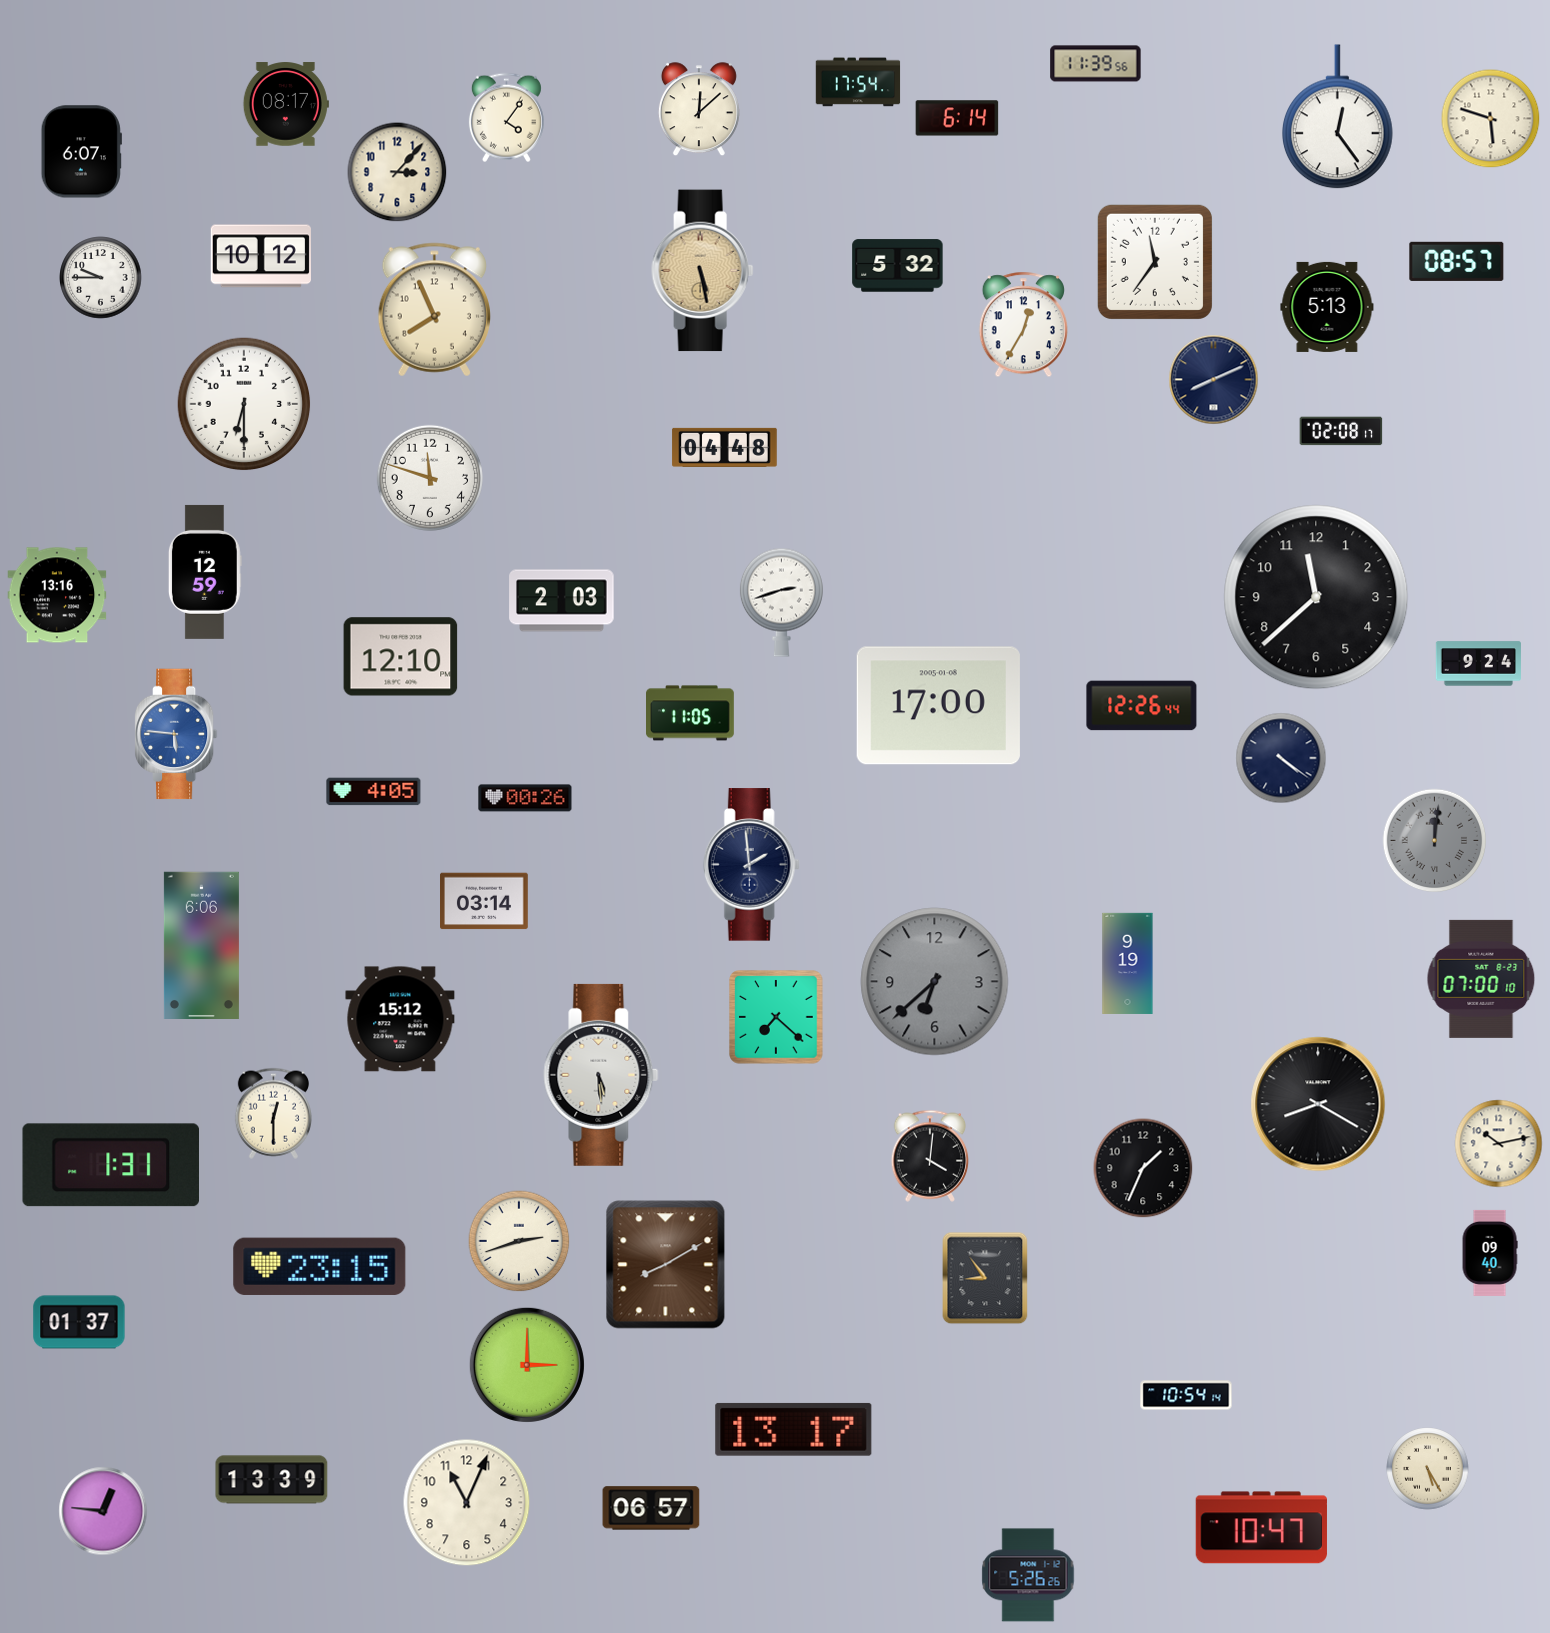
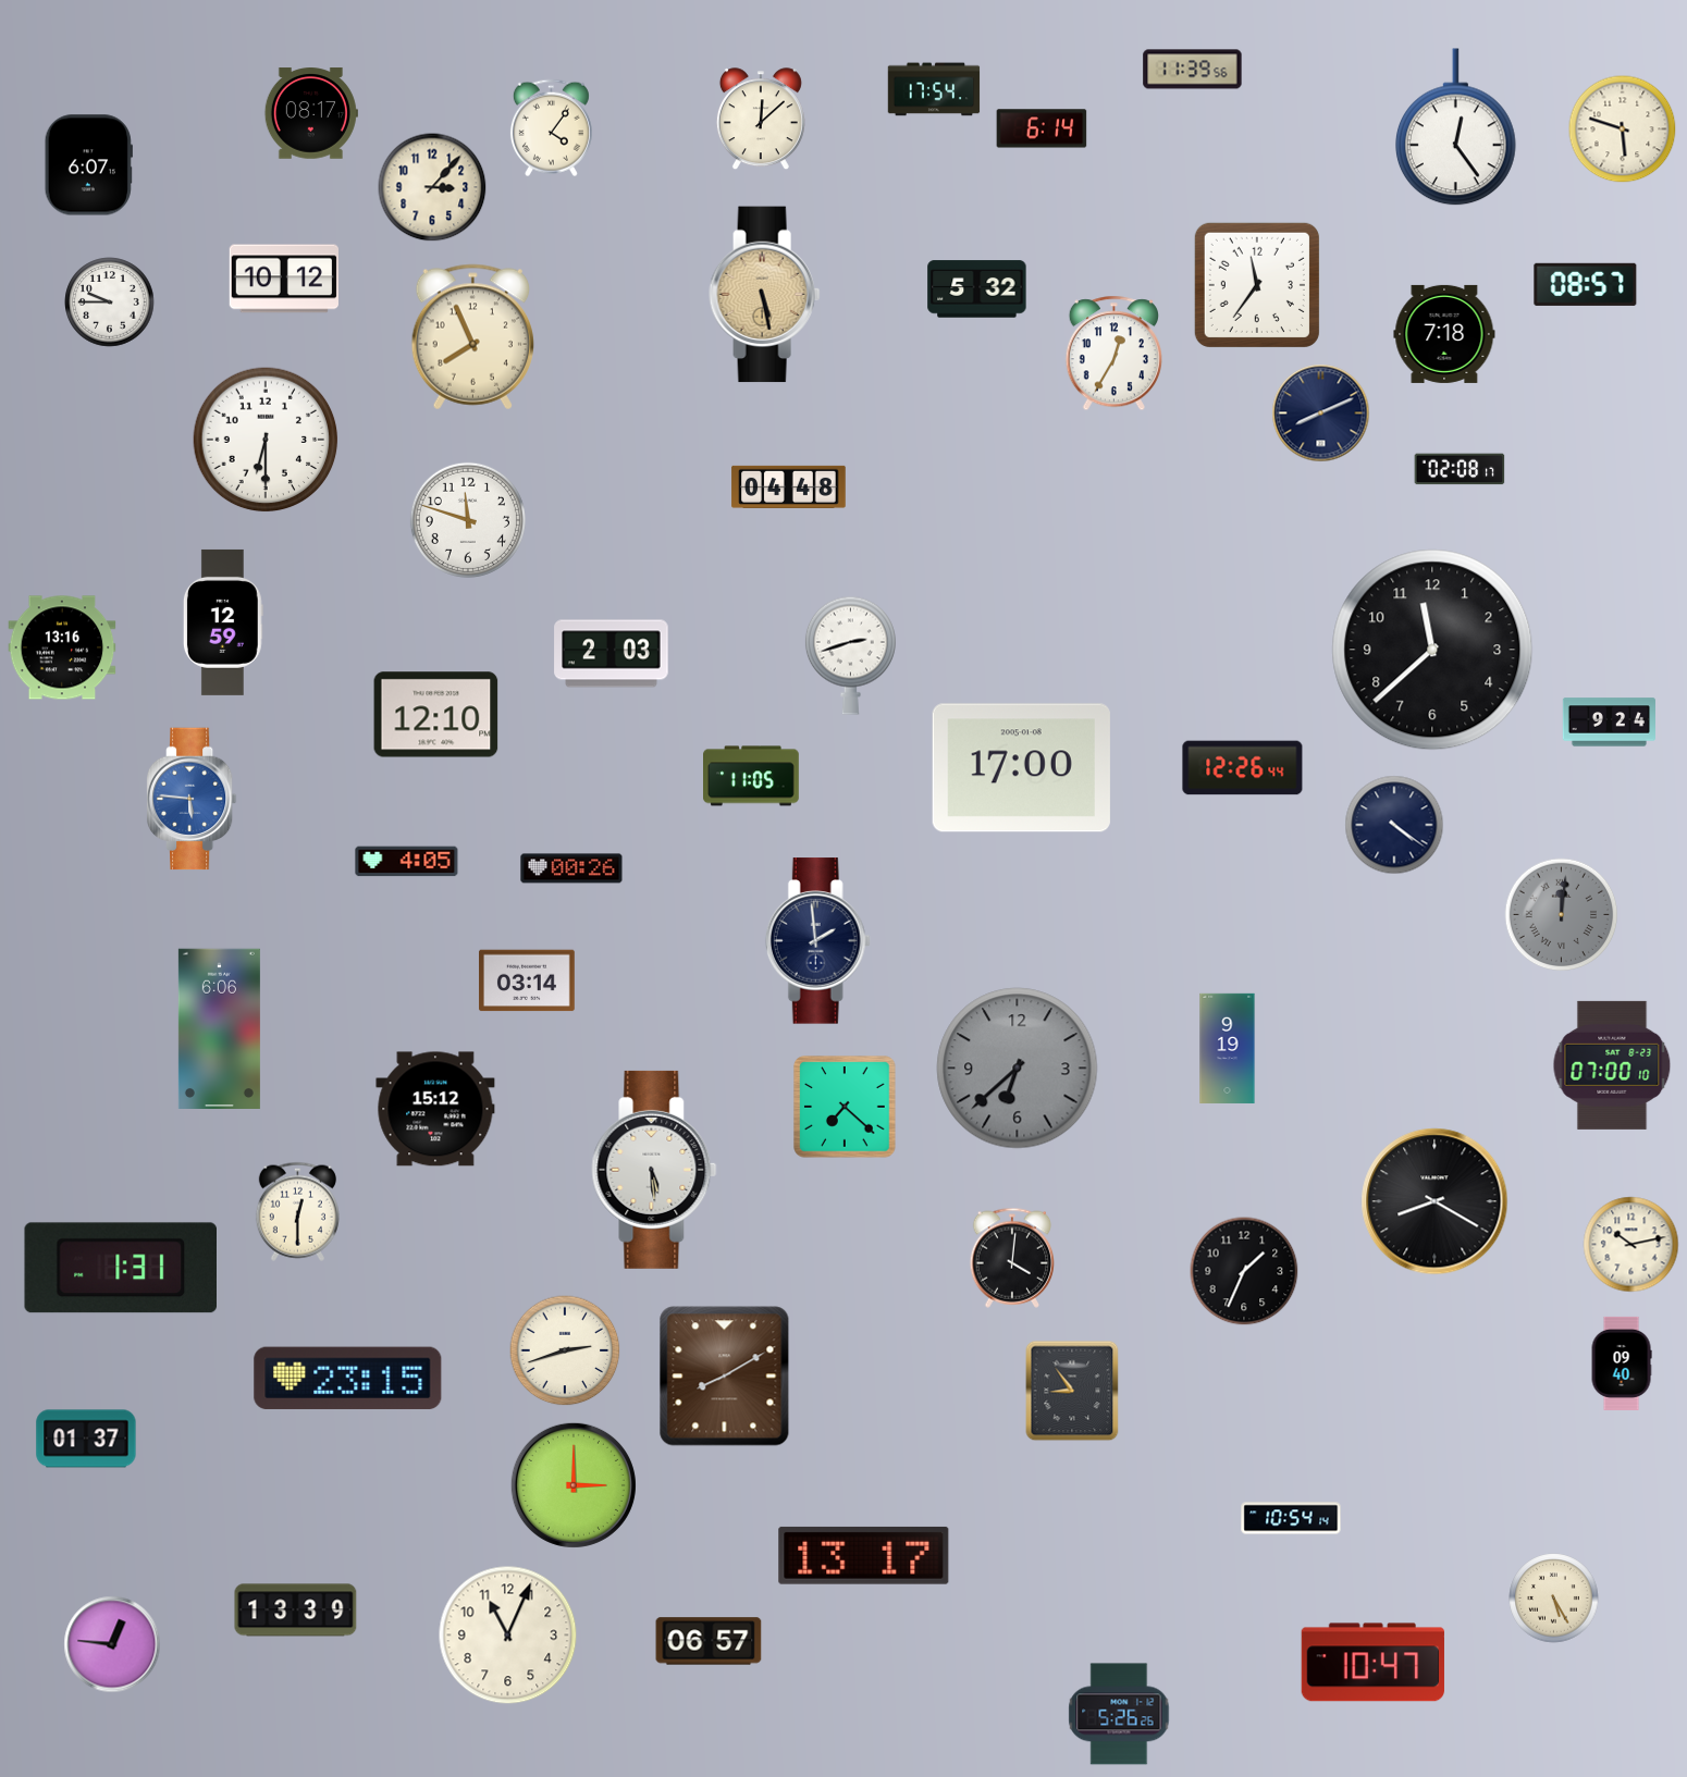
clock at (1327, 307): 5:13 -> 7:18
